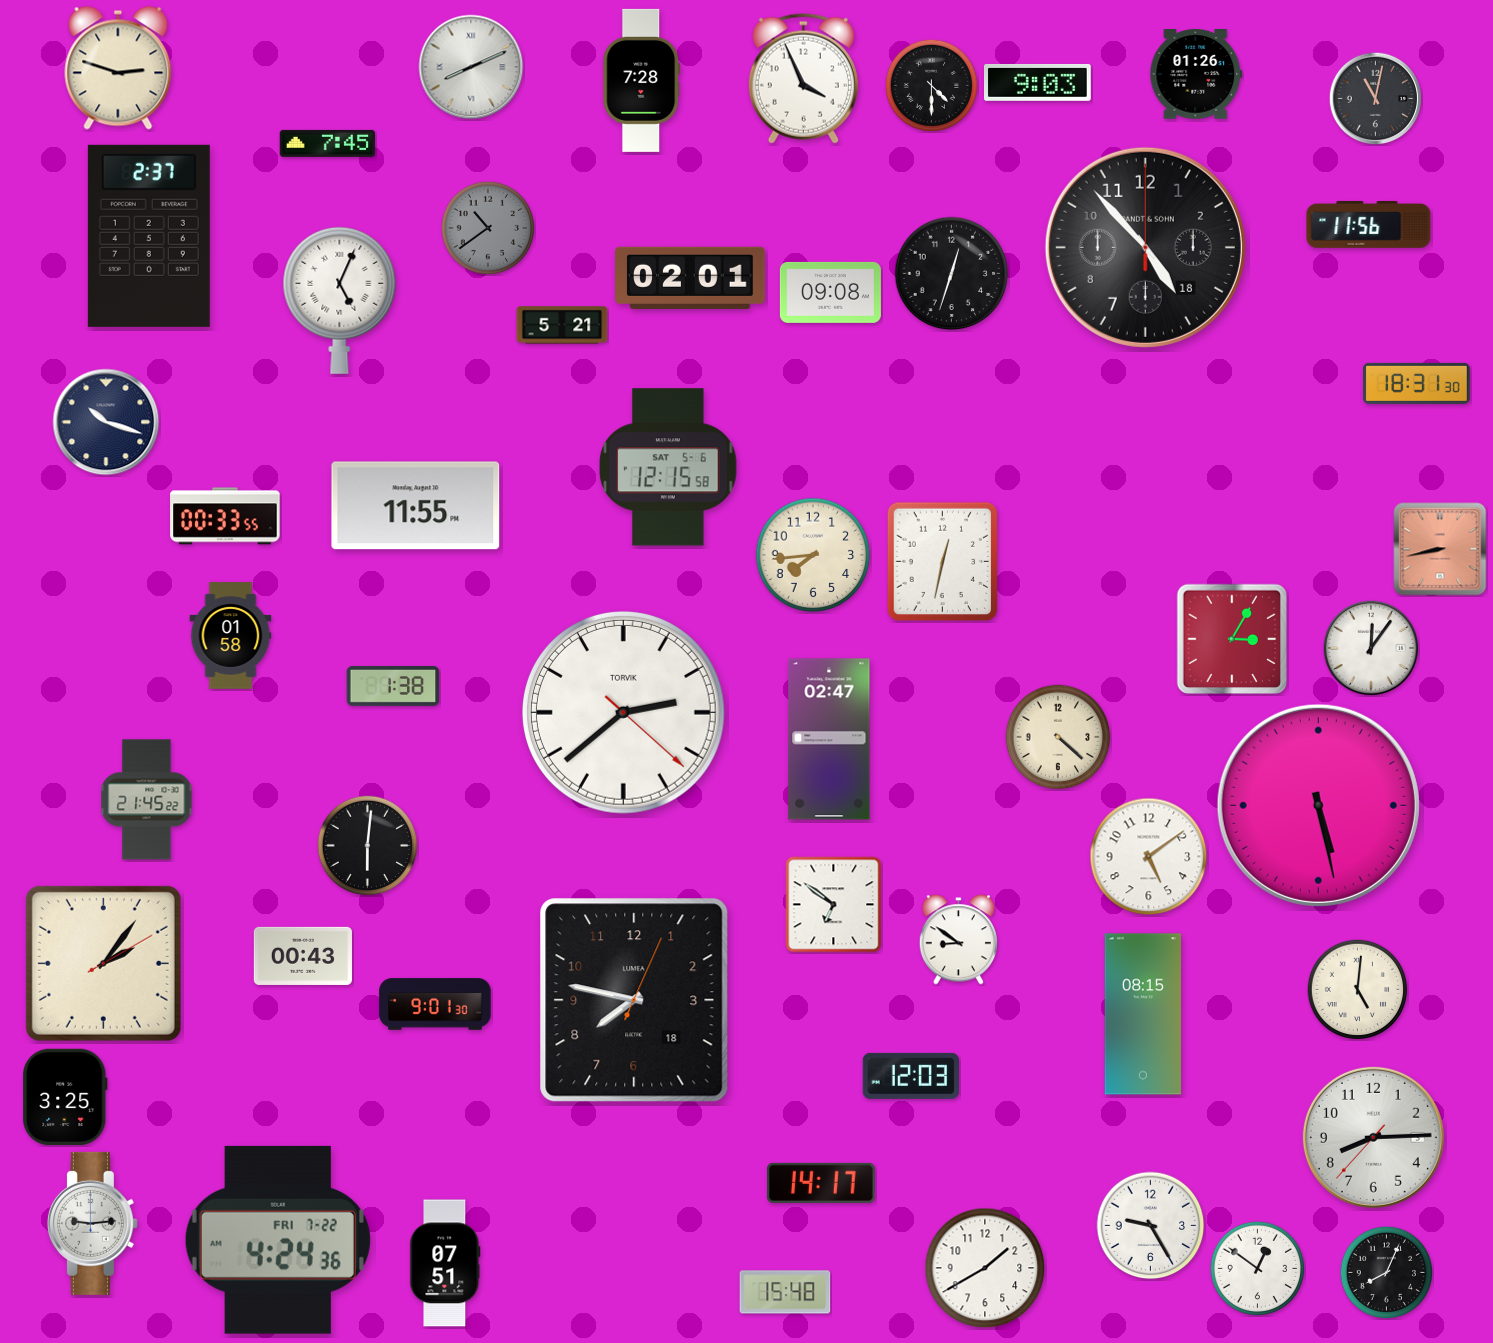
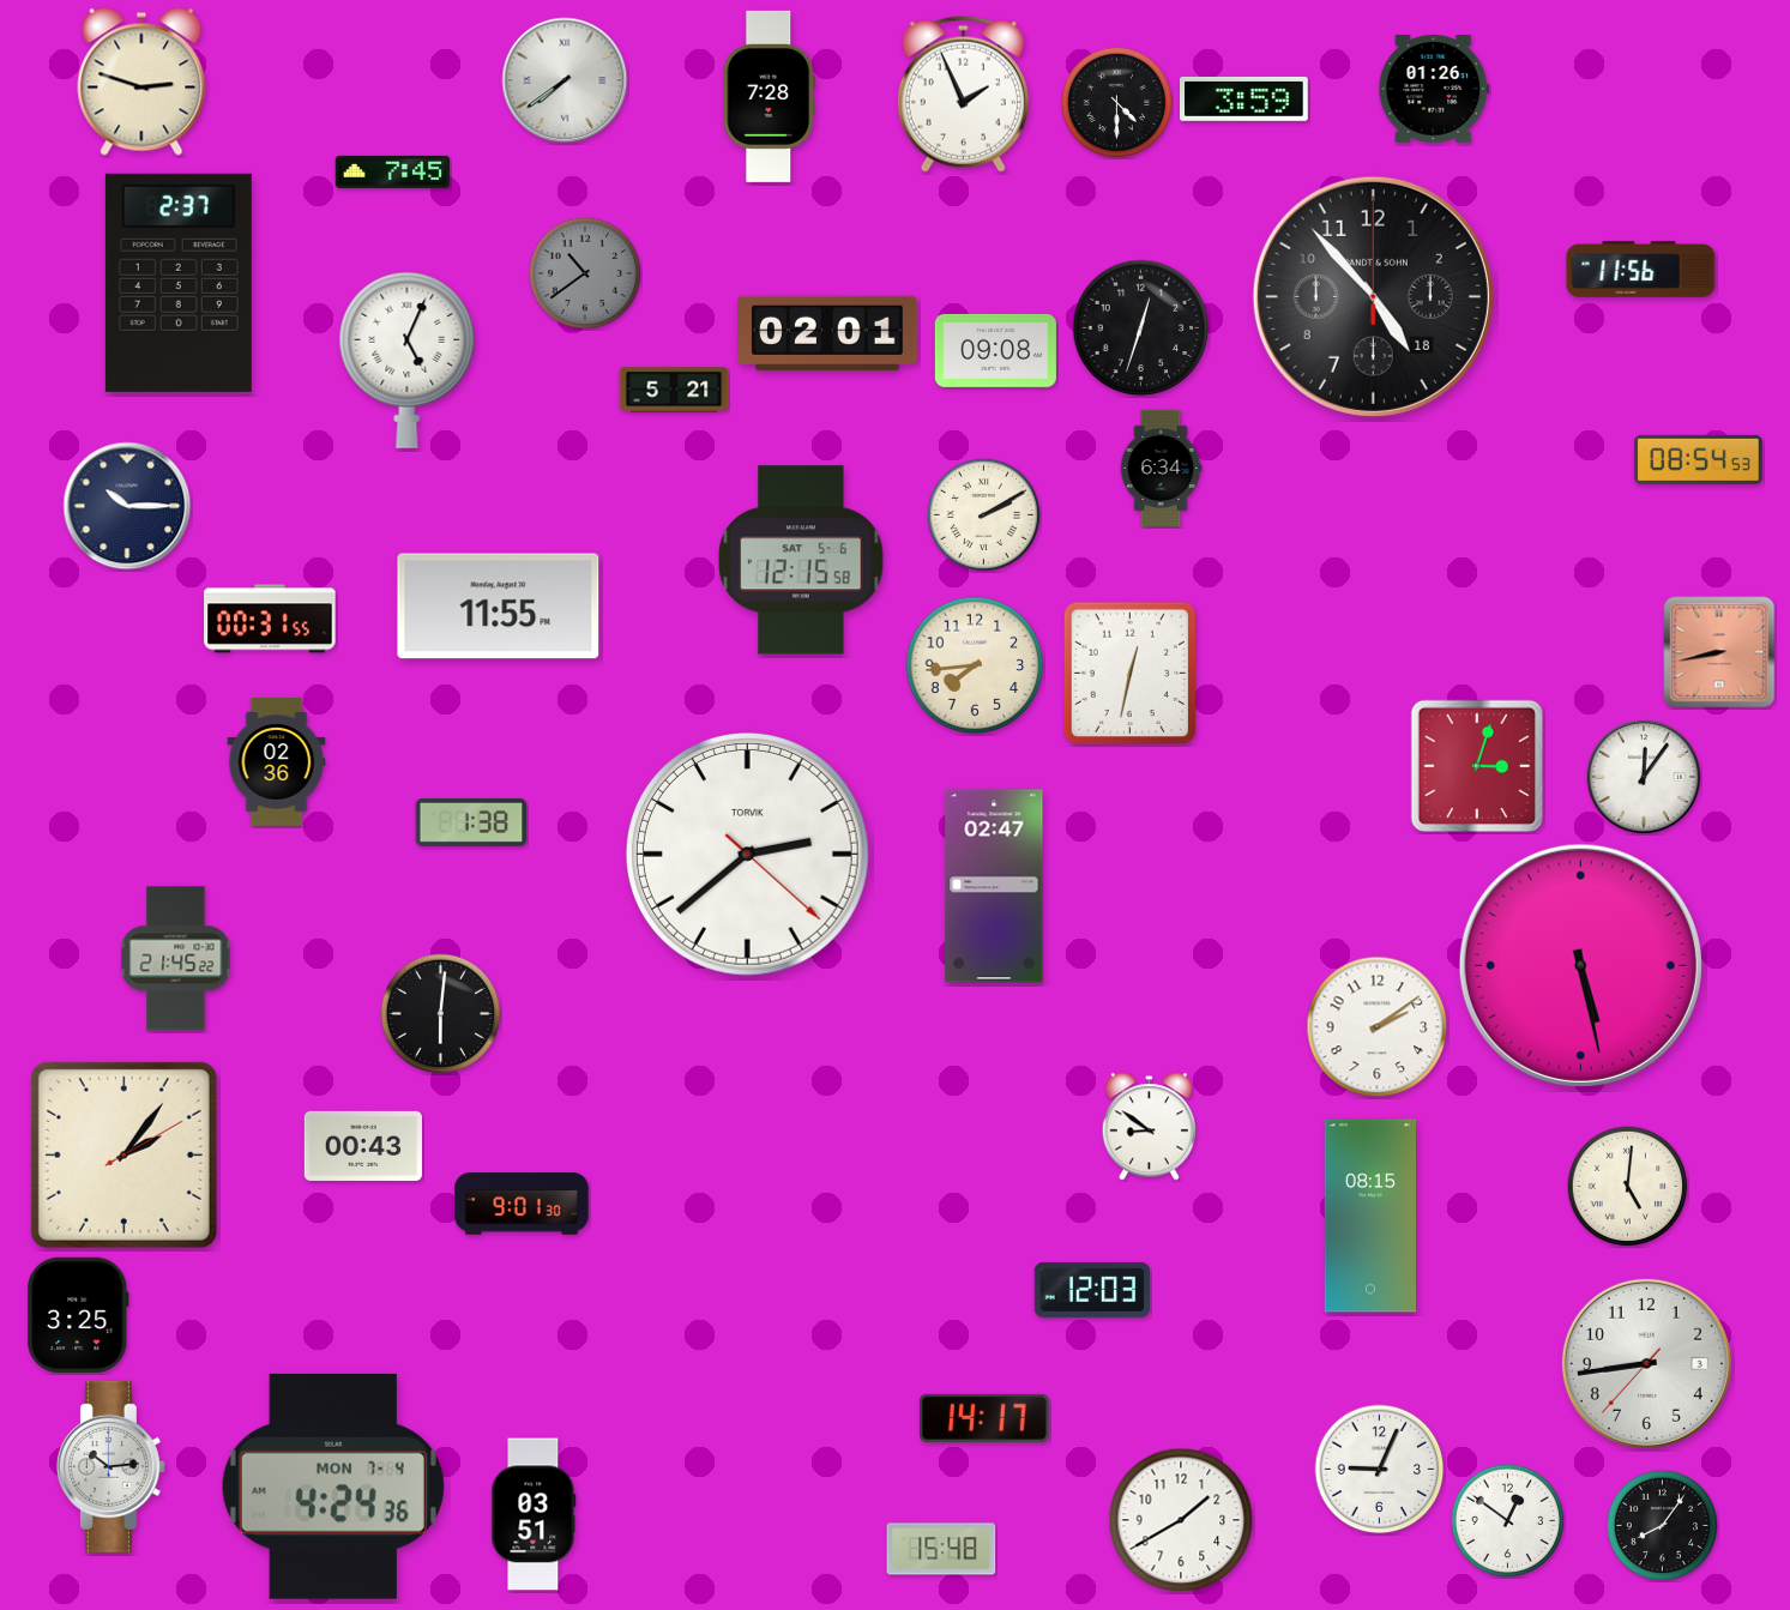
clock at (471, 67): 8:11 -> 7:39
clock at (803, 78): 3:56 -> 1:56
clock at (1038, 82): 9:03 -> 3:59
clock at (1375, 98): 11:02 -> none
clock at (1417, 383): 18:31 -> 08:54
clock at (1161, 469): none -> 6:34
clock at (106, 422): 10:18 -> 10:15
clock at (983, 514): none -> 2:10
clock at (225, 516): 00:33 -> 00:31
clock at (1440, 549) position: (1440, 549) -> (1719, 652)
clock at (231, 636): 01:58 -> 02:36
clock at (1232, 639): 3:05 -> 3:03
clock at (1058, 737): 4:22 -> none
clock at (1149, 857): 5:09 -> 2:09
clock at (834, 905): 6:51 -> none
clock at (634, 1000): 7:47 -> none
clock at (1373, 1137): 8:14 -> 8:43
clock at (92, 1223): 9:14 -> 10:14
clock at (1151, 1226): 9:25 -> 9:04
clock at (278, 1240) date: FRI 7-22 -> MON 7-4
clock at (445, 1263): 07:51 -> 03:51
clock at (1386, 1272): 8:04 -> 8:06
